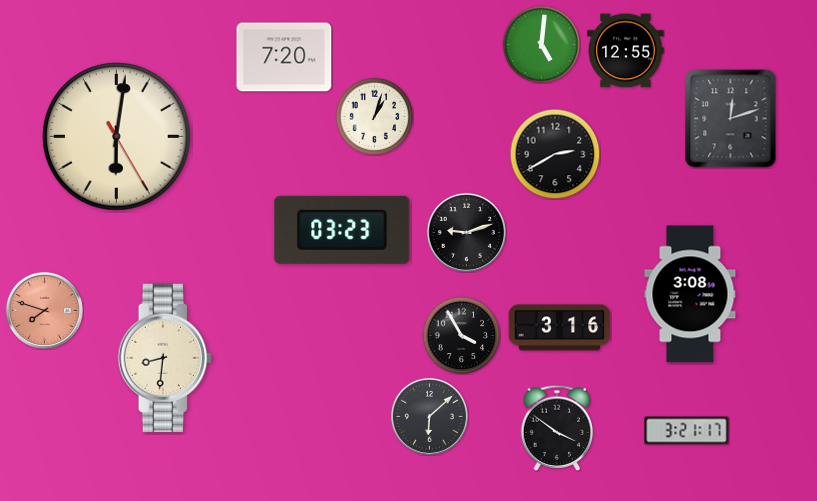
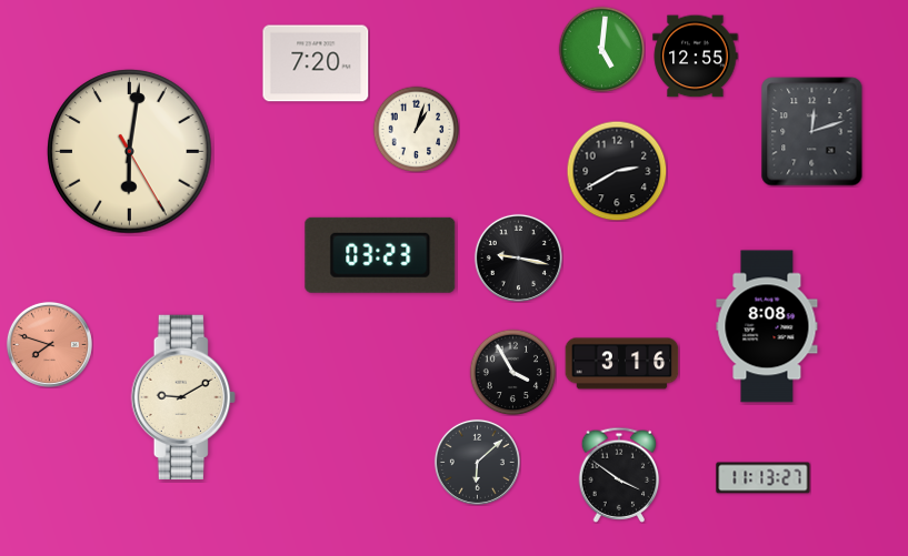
clock at (466, 232): 9:12 -> 9:17
clock at (690, 294): 3:08 -> 8:08
clock at (165, 358): 8:31 -> 9:10
clock at (687, 431): 3:21 -> 11:13
